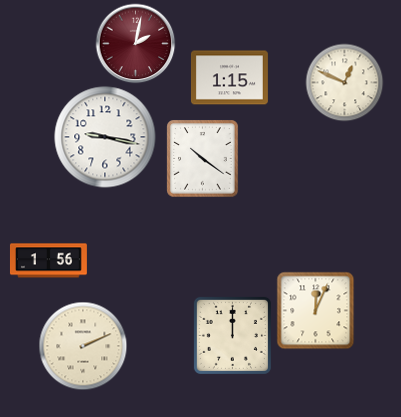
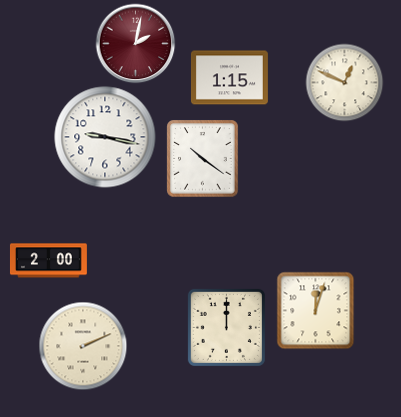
clock at (48, 261): 1:56 -> 2:00
clock at (315, 310): 12:04 -> 12:03
clock at (232, 335) position: (232, 335) -> (226, 327)
